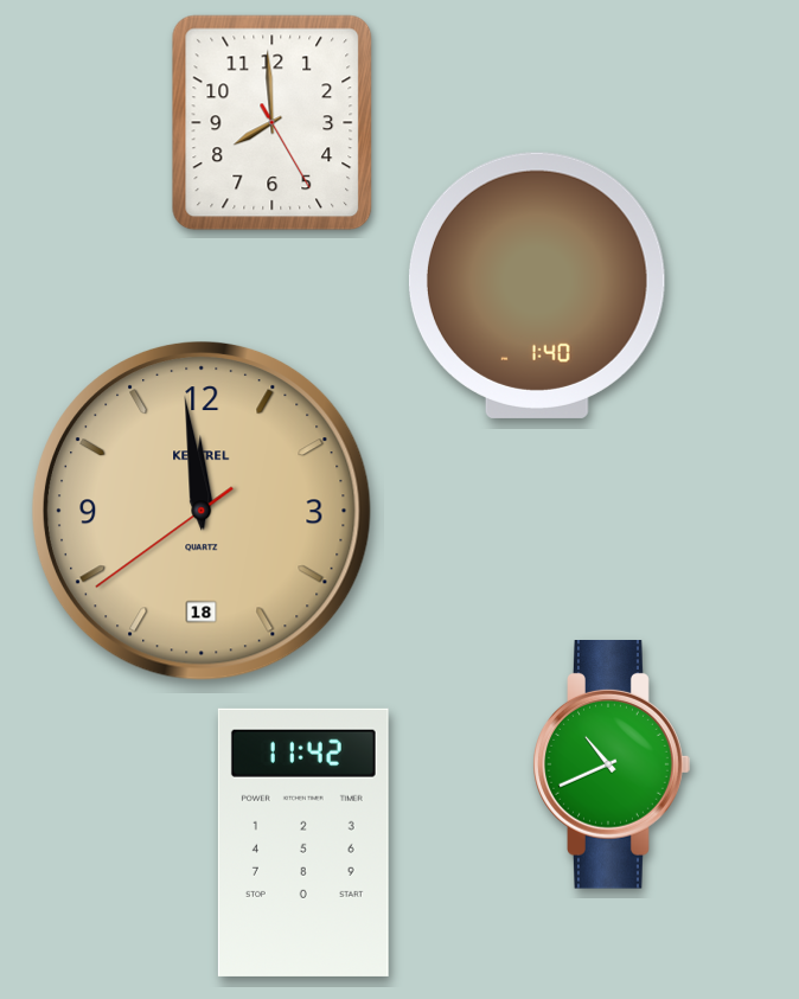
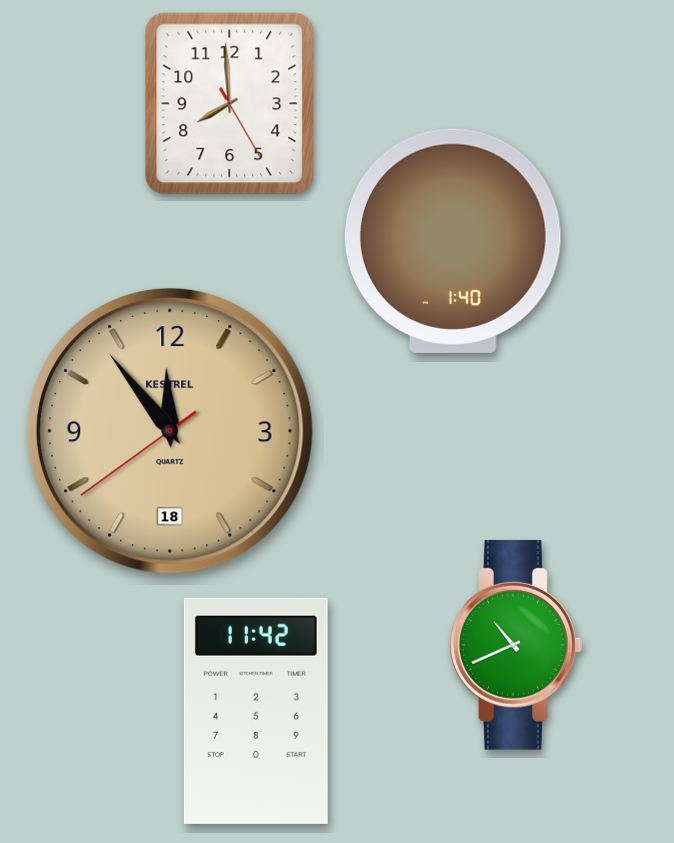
clock at (202, 511): 11:58 -> 11:53
